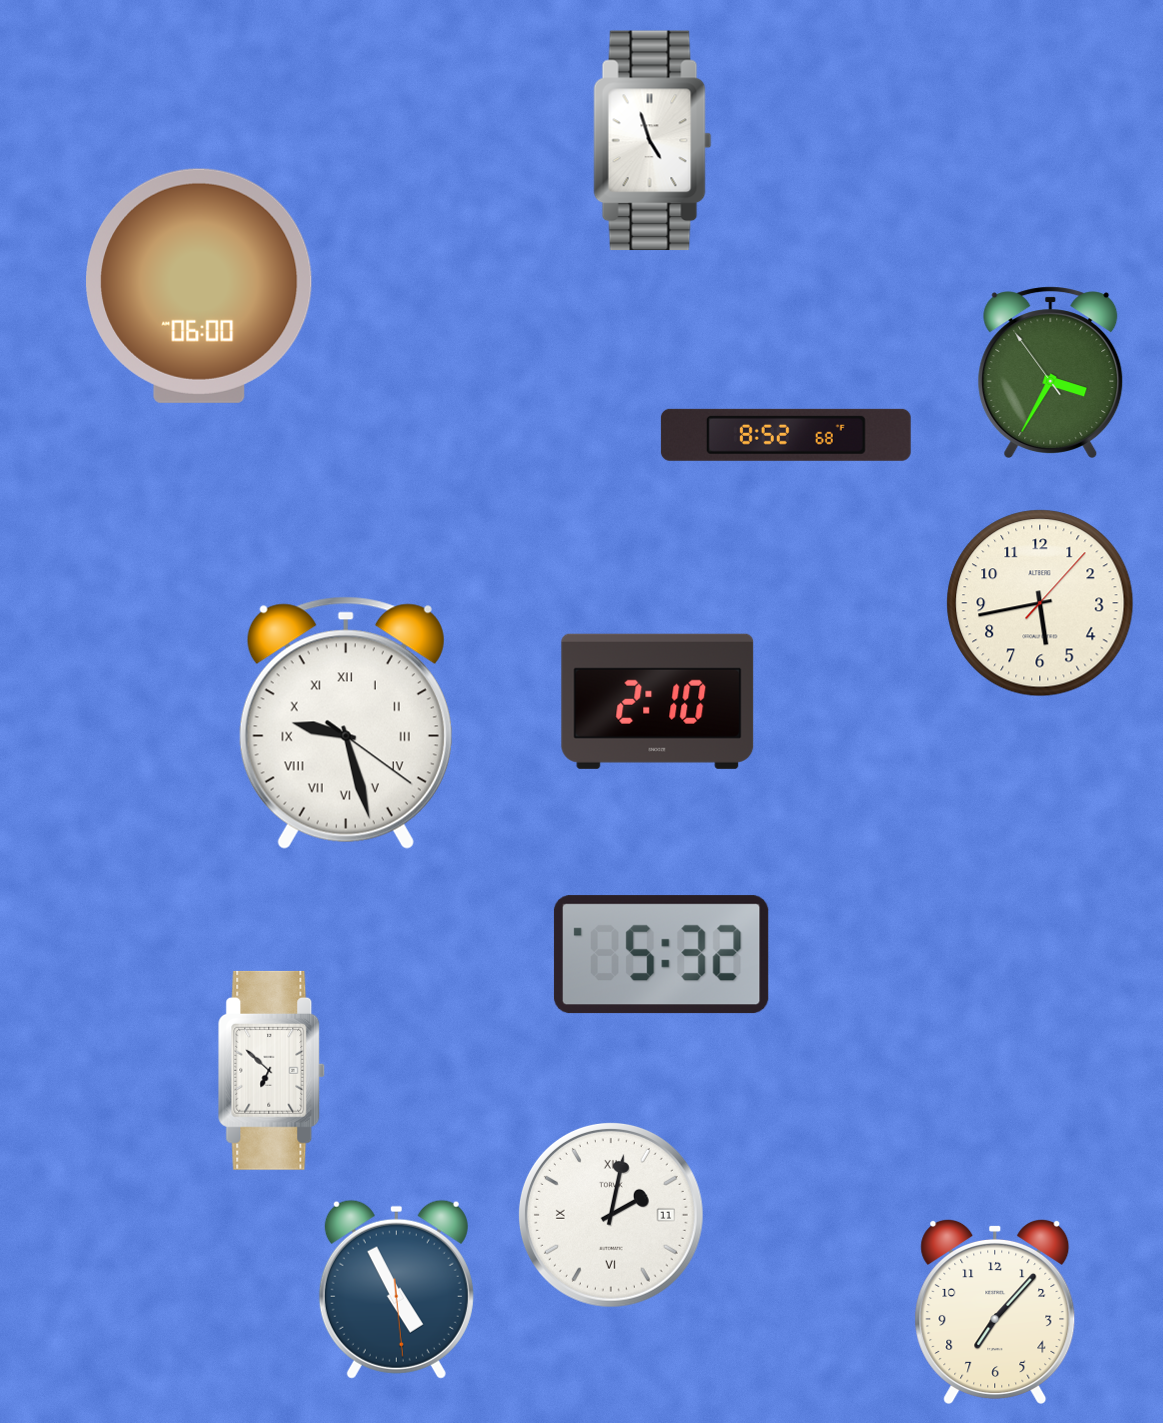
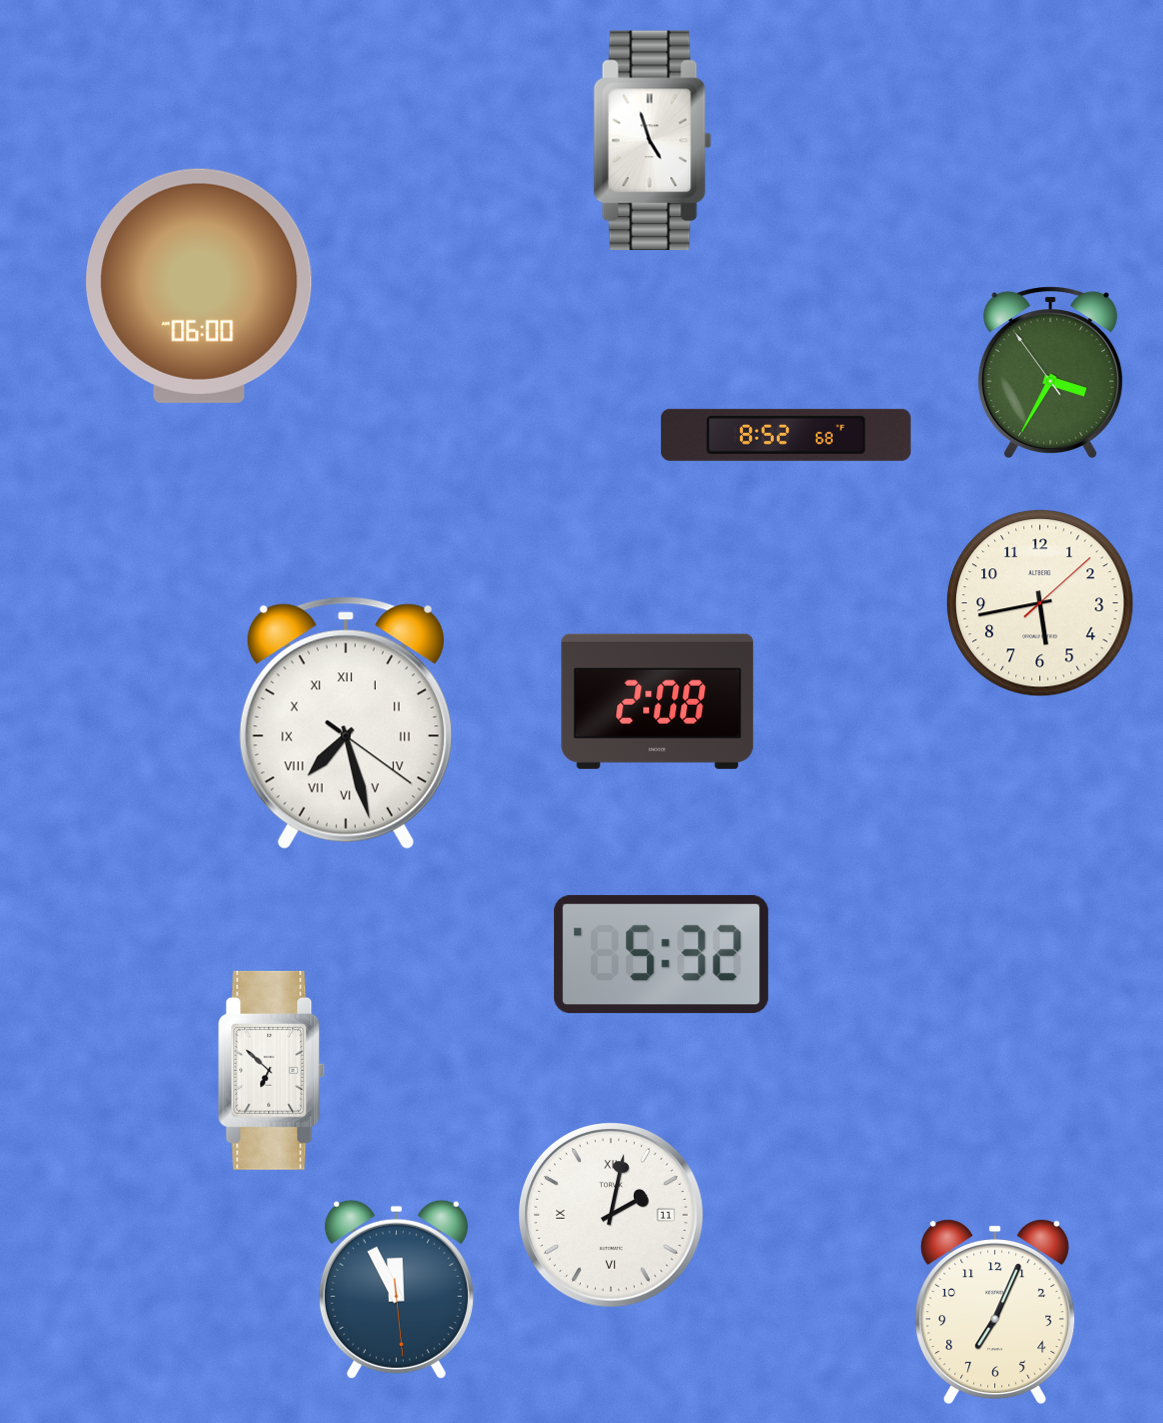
clock at (1040, 603): 5:43:07 -> 5:43:08
clock at (658, 701): 2:10 -> 2:08
clock at (346, 723): 9:27 -> 7:27
clock at (396, 1289): 4:55 -> 11:55
clock at (995, 1311): 7:07 -> 7:04
